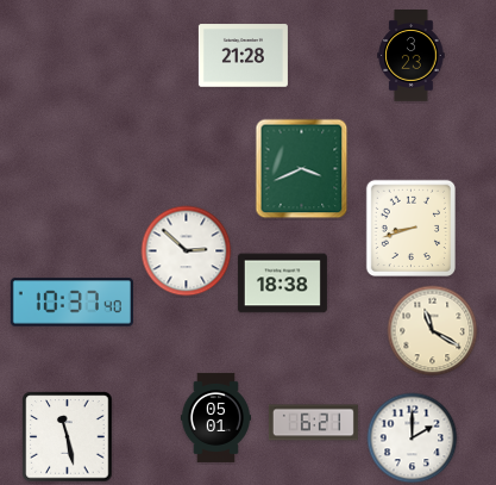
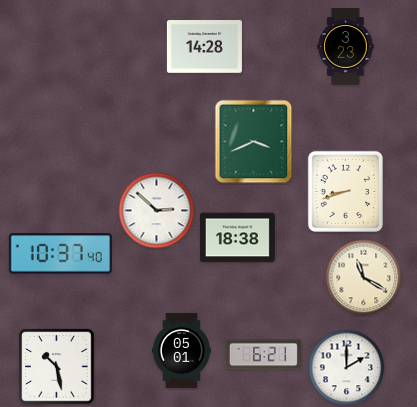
clock at (243, 56): 21:28 -> 14:28
clock at (68, 437): 11:28 -> 10:28
